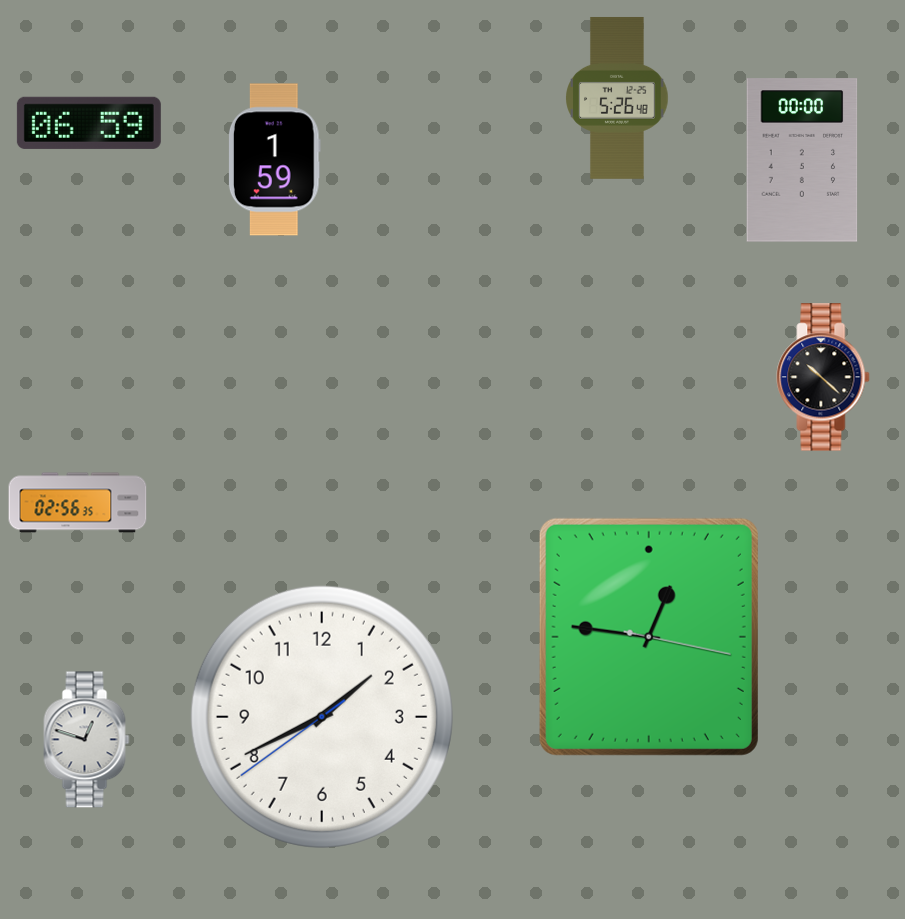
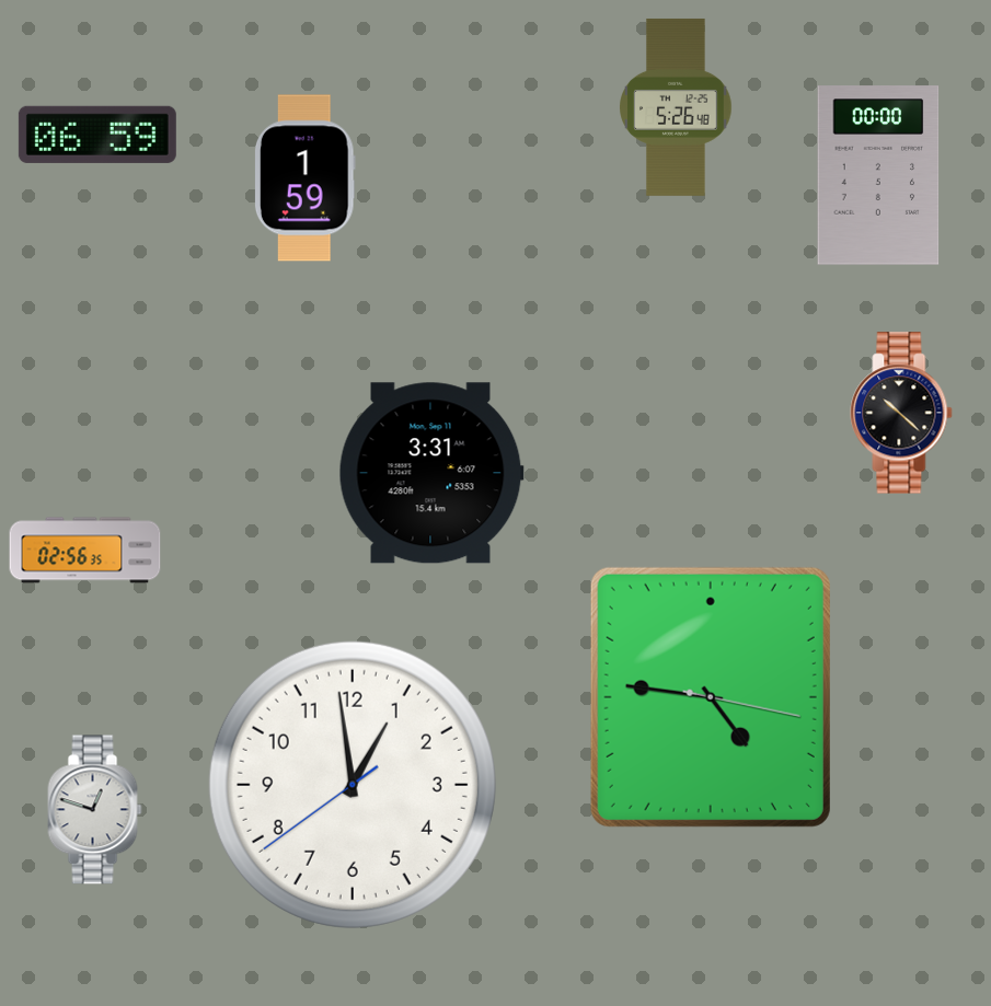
clock at (274, 160) position: (274, 160) -> (304, 178)
clock at (431, 473): none -> 3:31
clock at (649, 637): 12:46 -> 4:46
clock at (322, 717): 1:40 -> 12:58
